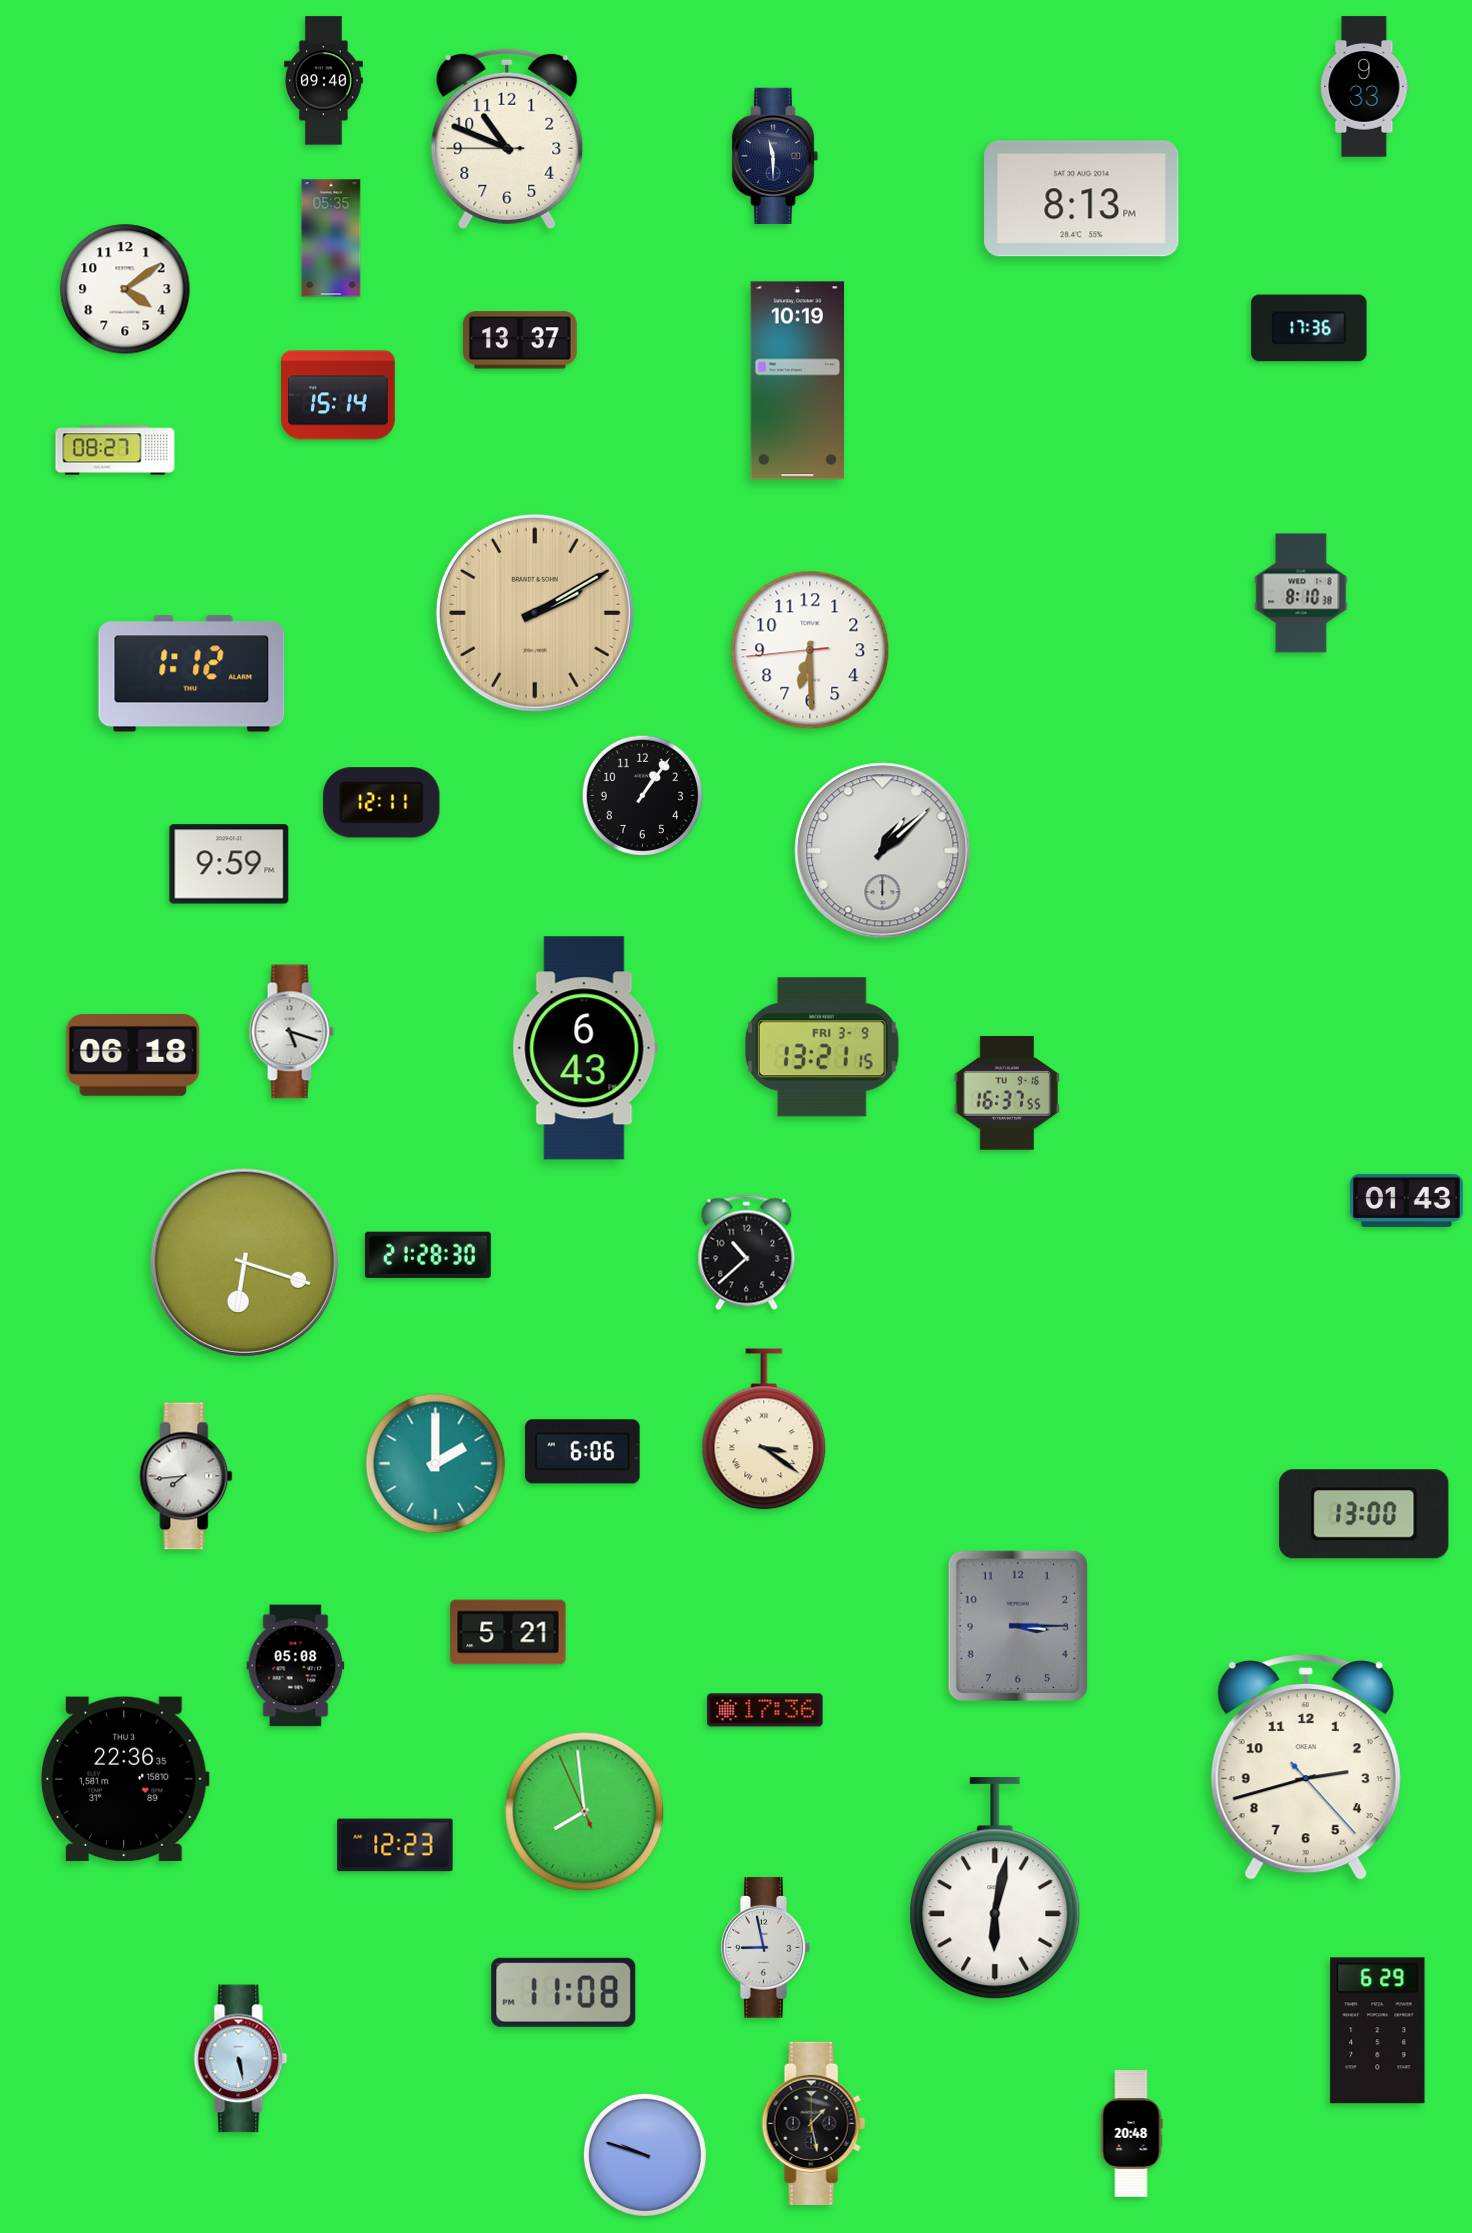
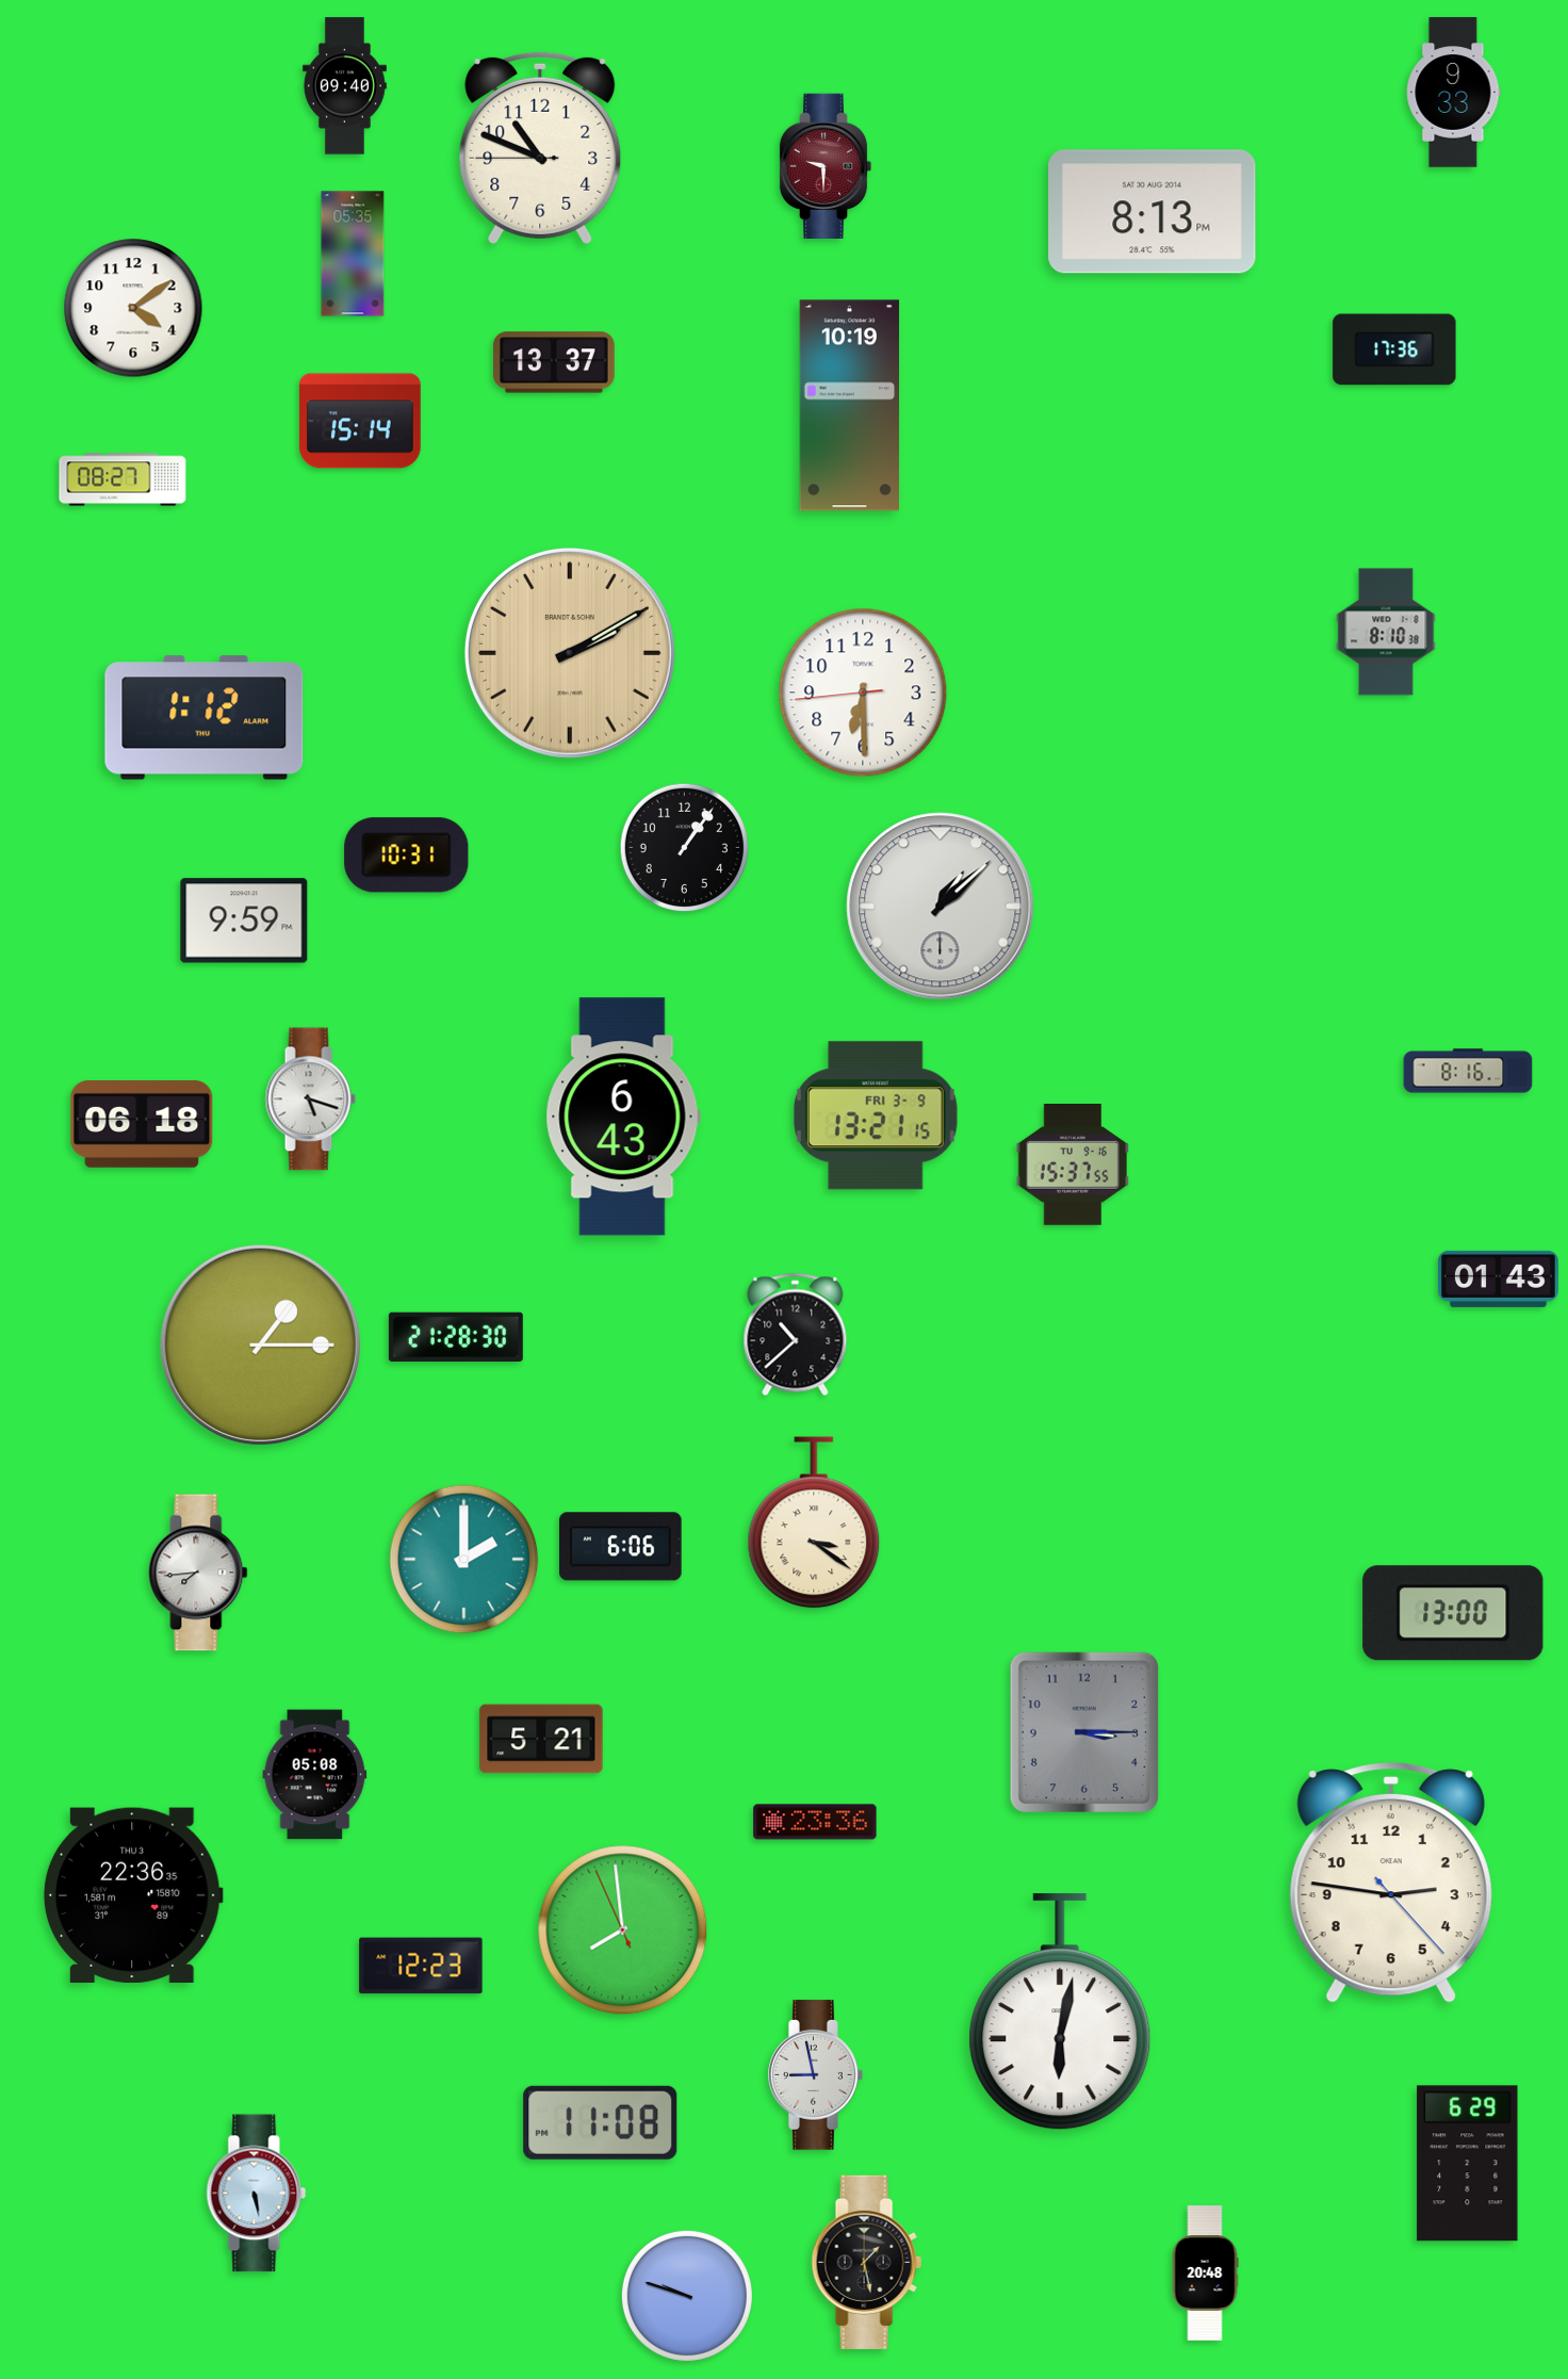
clock at (775, 155): 11:30 -> 9:30
clock at (775, 155) dial: navy -> burgundy
clock at (382, 803): 12:11 -> 10:31
clock at (1468, 1071): none -> 8:16
clock at (1006, 1094): 16:37 -> 15:37
clock at (244, 1262): 6:18 -> 1:15
clock at (765, 1710): 17:36 -> 23:36
clock at (1306, 1768): 2:42 -> 2:46
